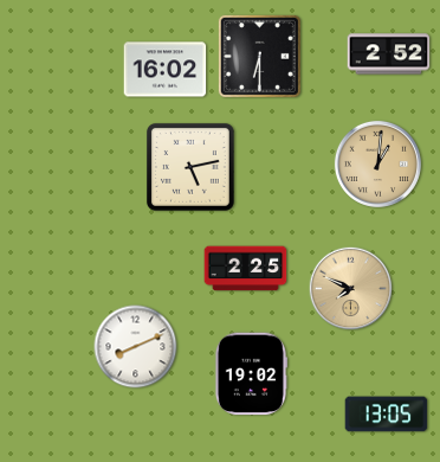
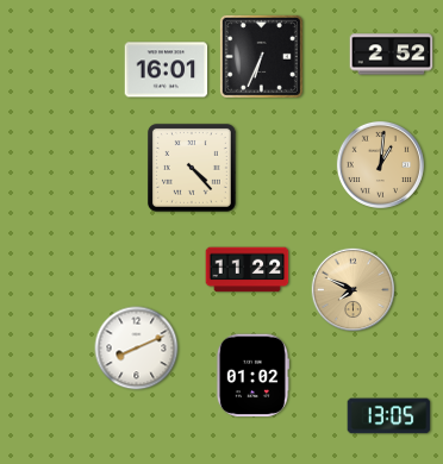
clock at (259, 56): 6:30 -> 6:34
clock at (166, 70): 16:02 -> 16:01
clock at (190, 167): 5:13 -> 4:23
clock at (246, 269): 2:25 -> 11:22
clock at (250, 374): 19:02 -> 01:02
